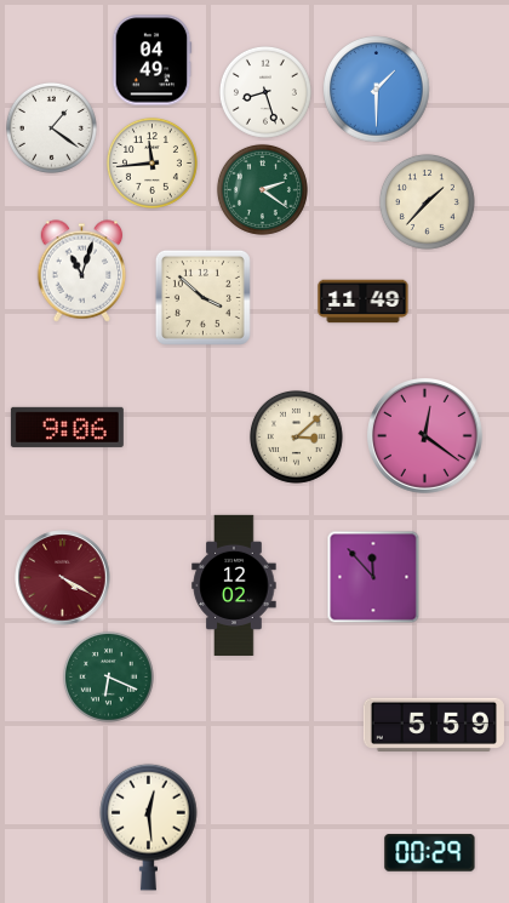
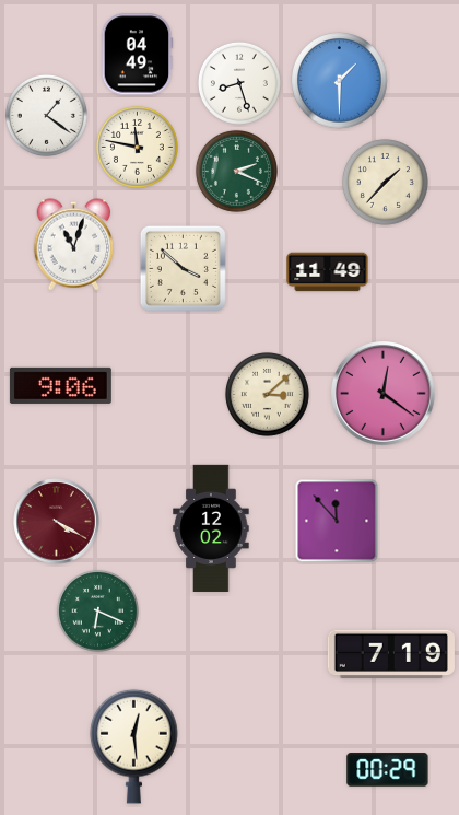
clock at (151, 162): 11:44 -> 11:47
clock at (262, 189): 2:21 -> 2:19
clock at (434, 724): 5:59 -> 7:19
